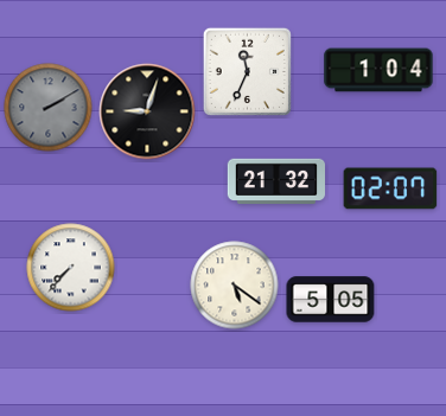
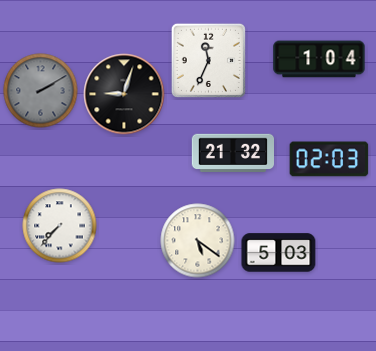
clock at (390, 188): 02:07 -> 02:03
clock at (331, 300): 5:05 -> 5:03
